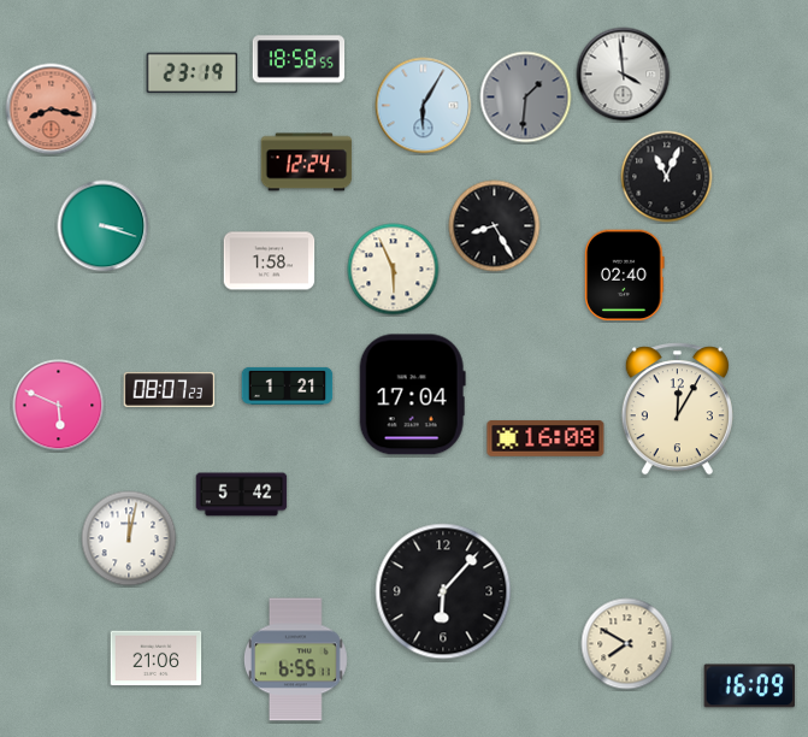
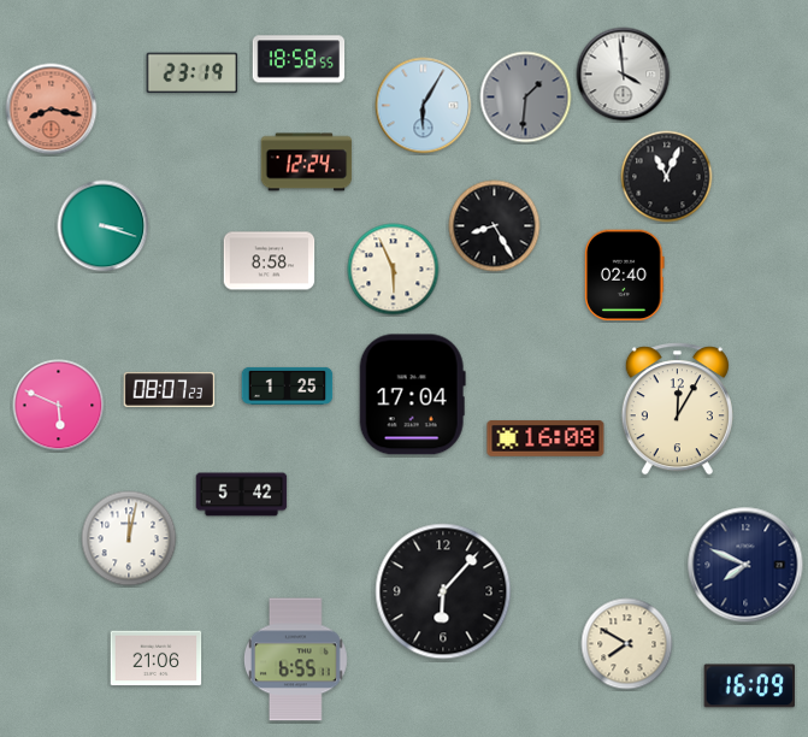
clock at (270, 261): 1:58 -> 8:58
clock at (288, 385): 1:21 -> 1:25
clock at (745, 565): none -> 7:49
